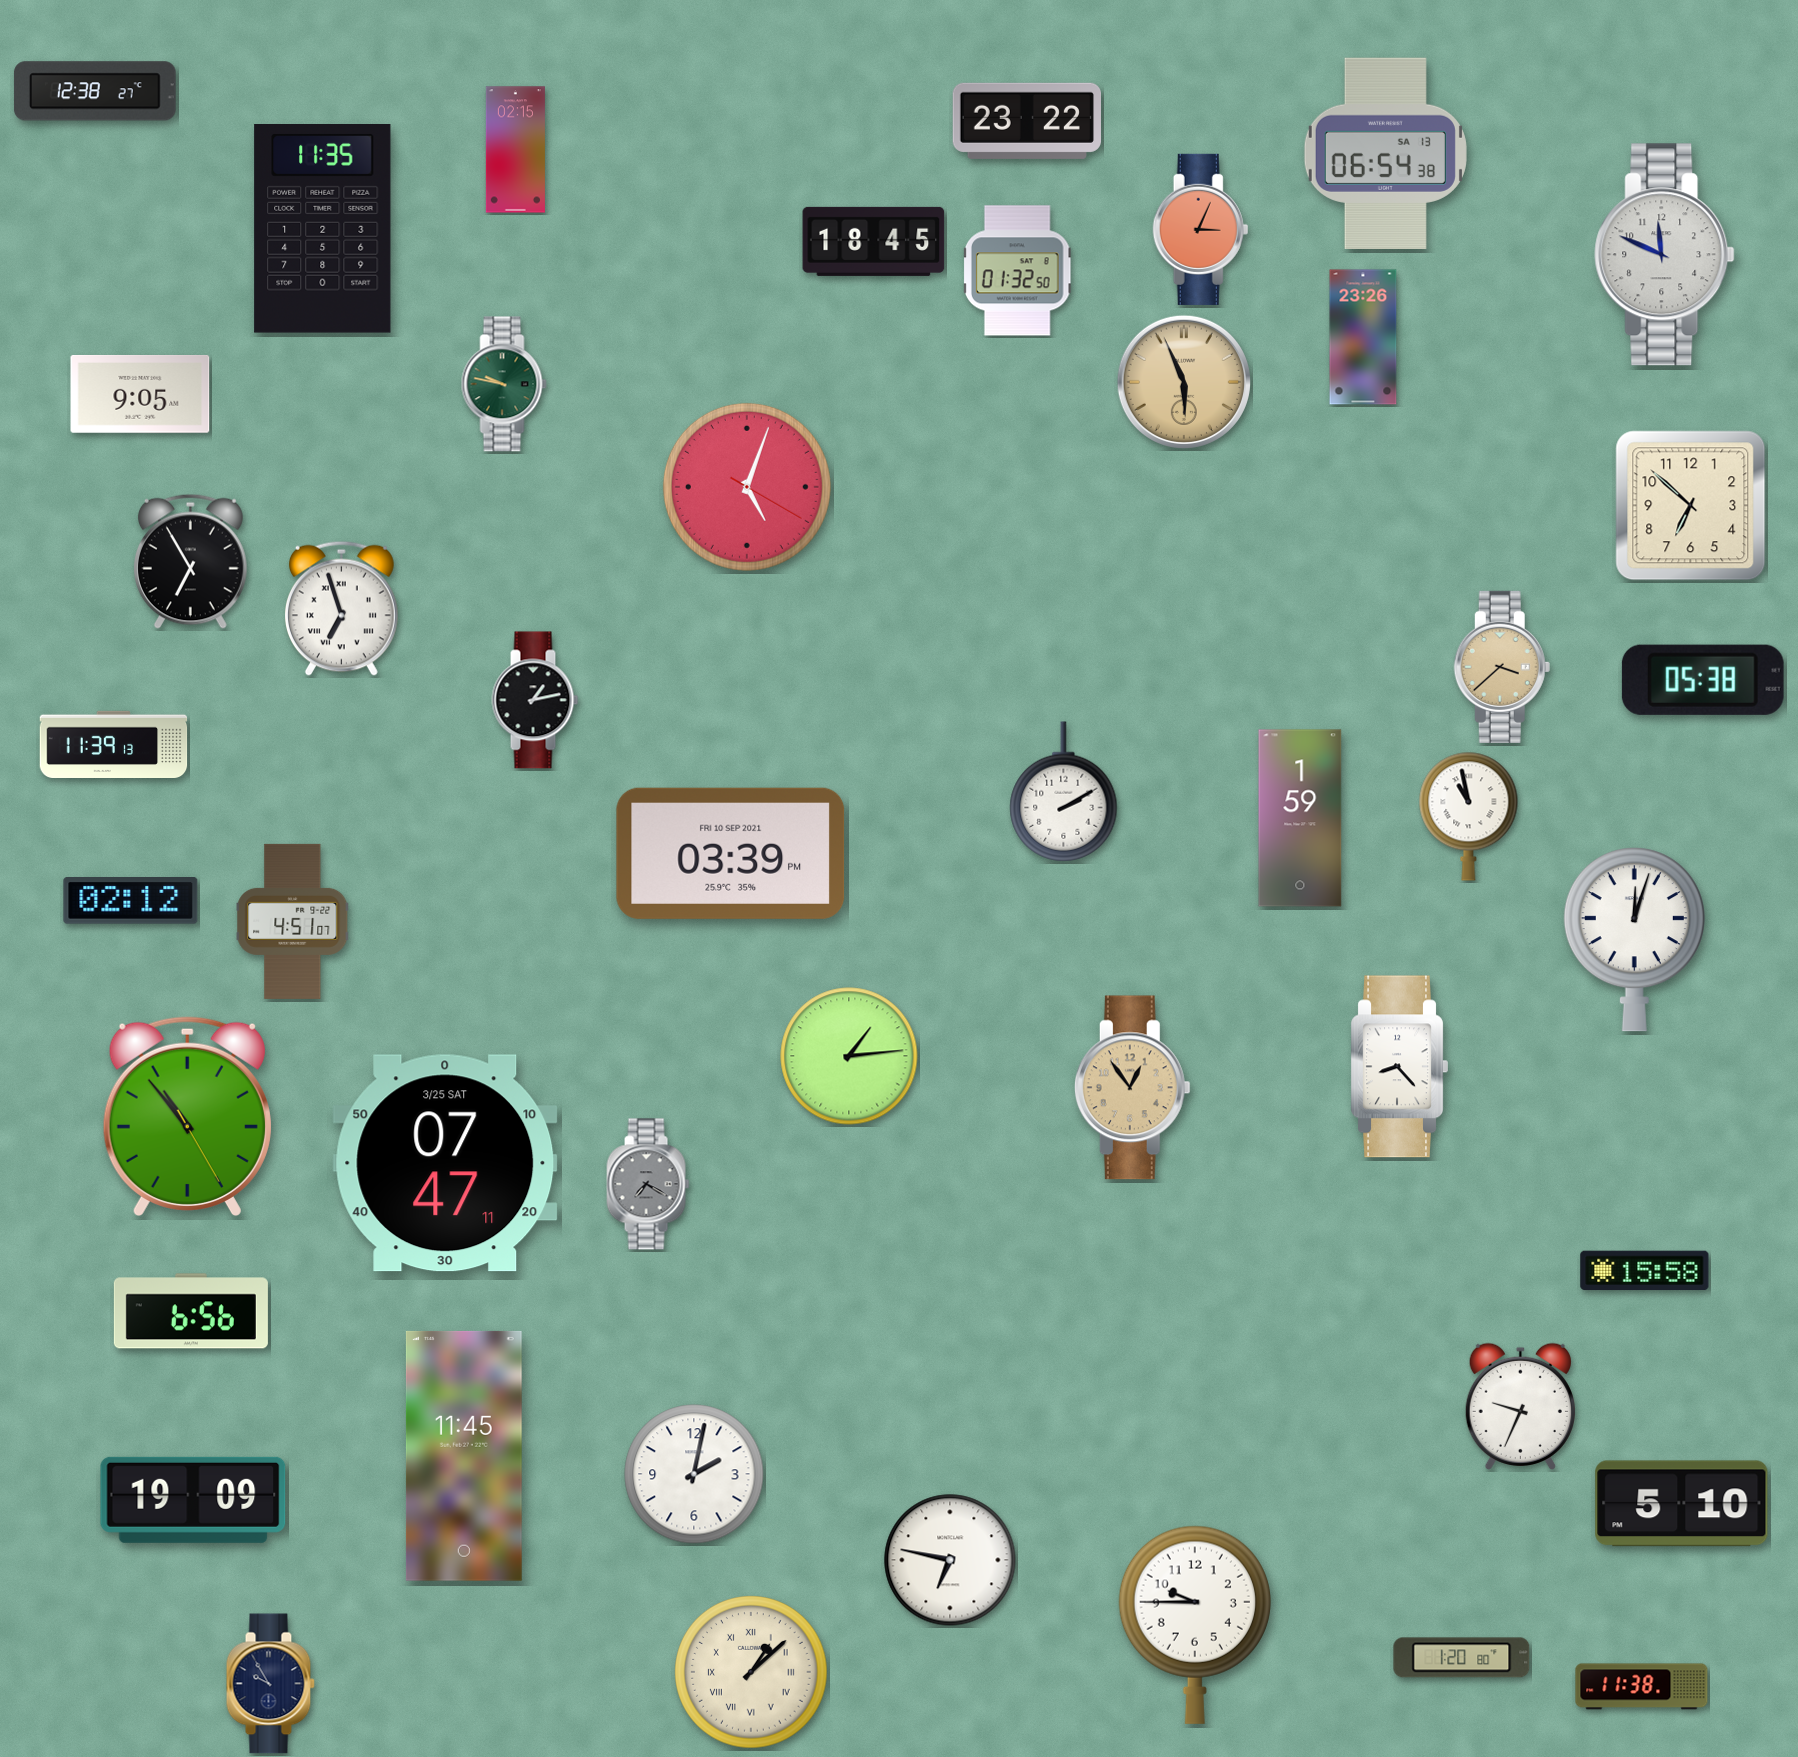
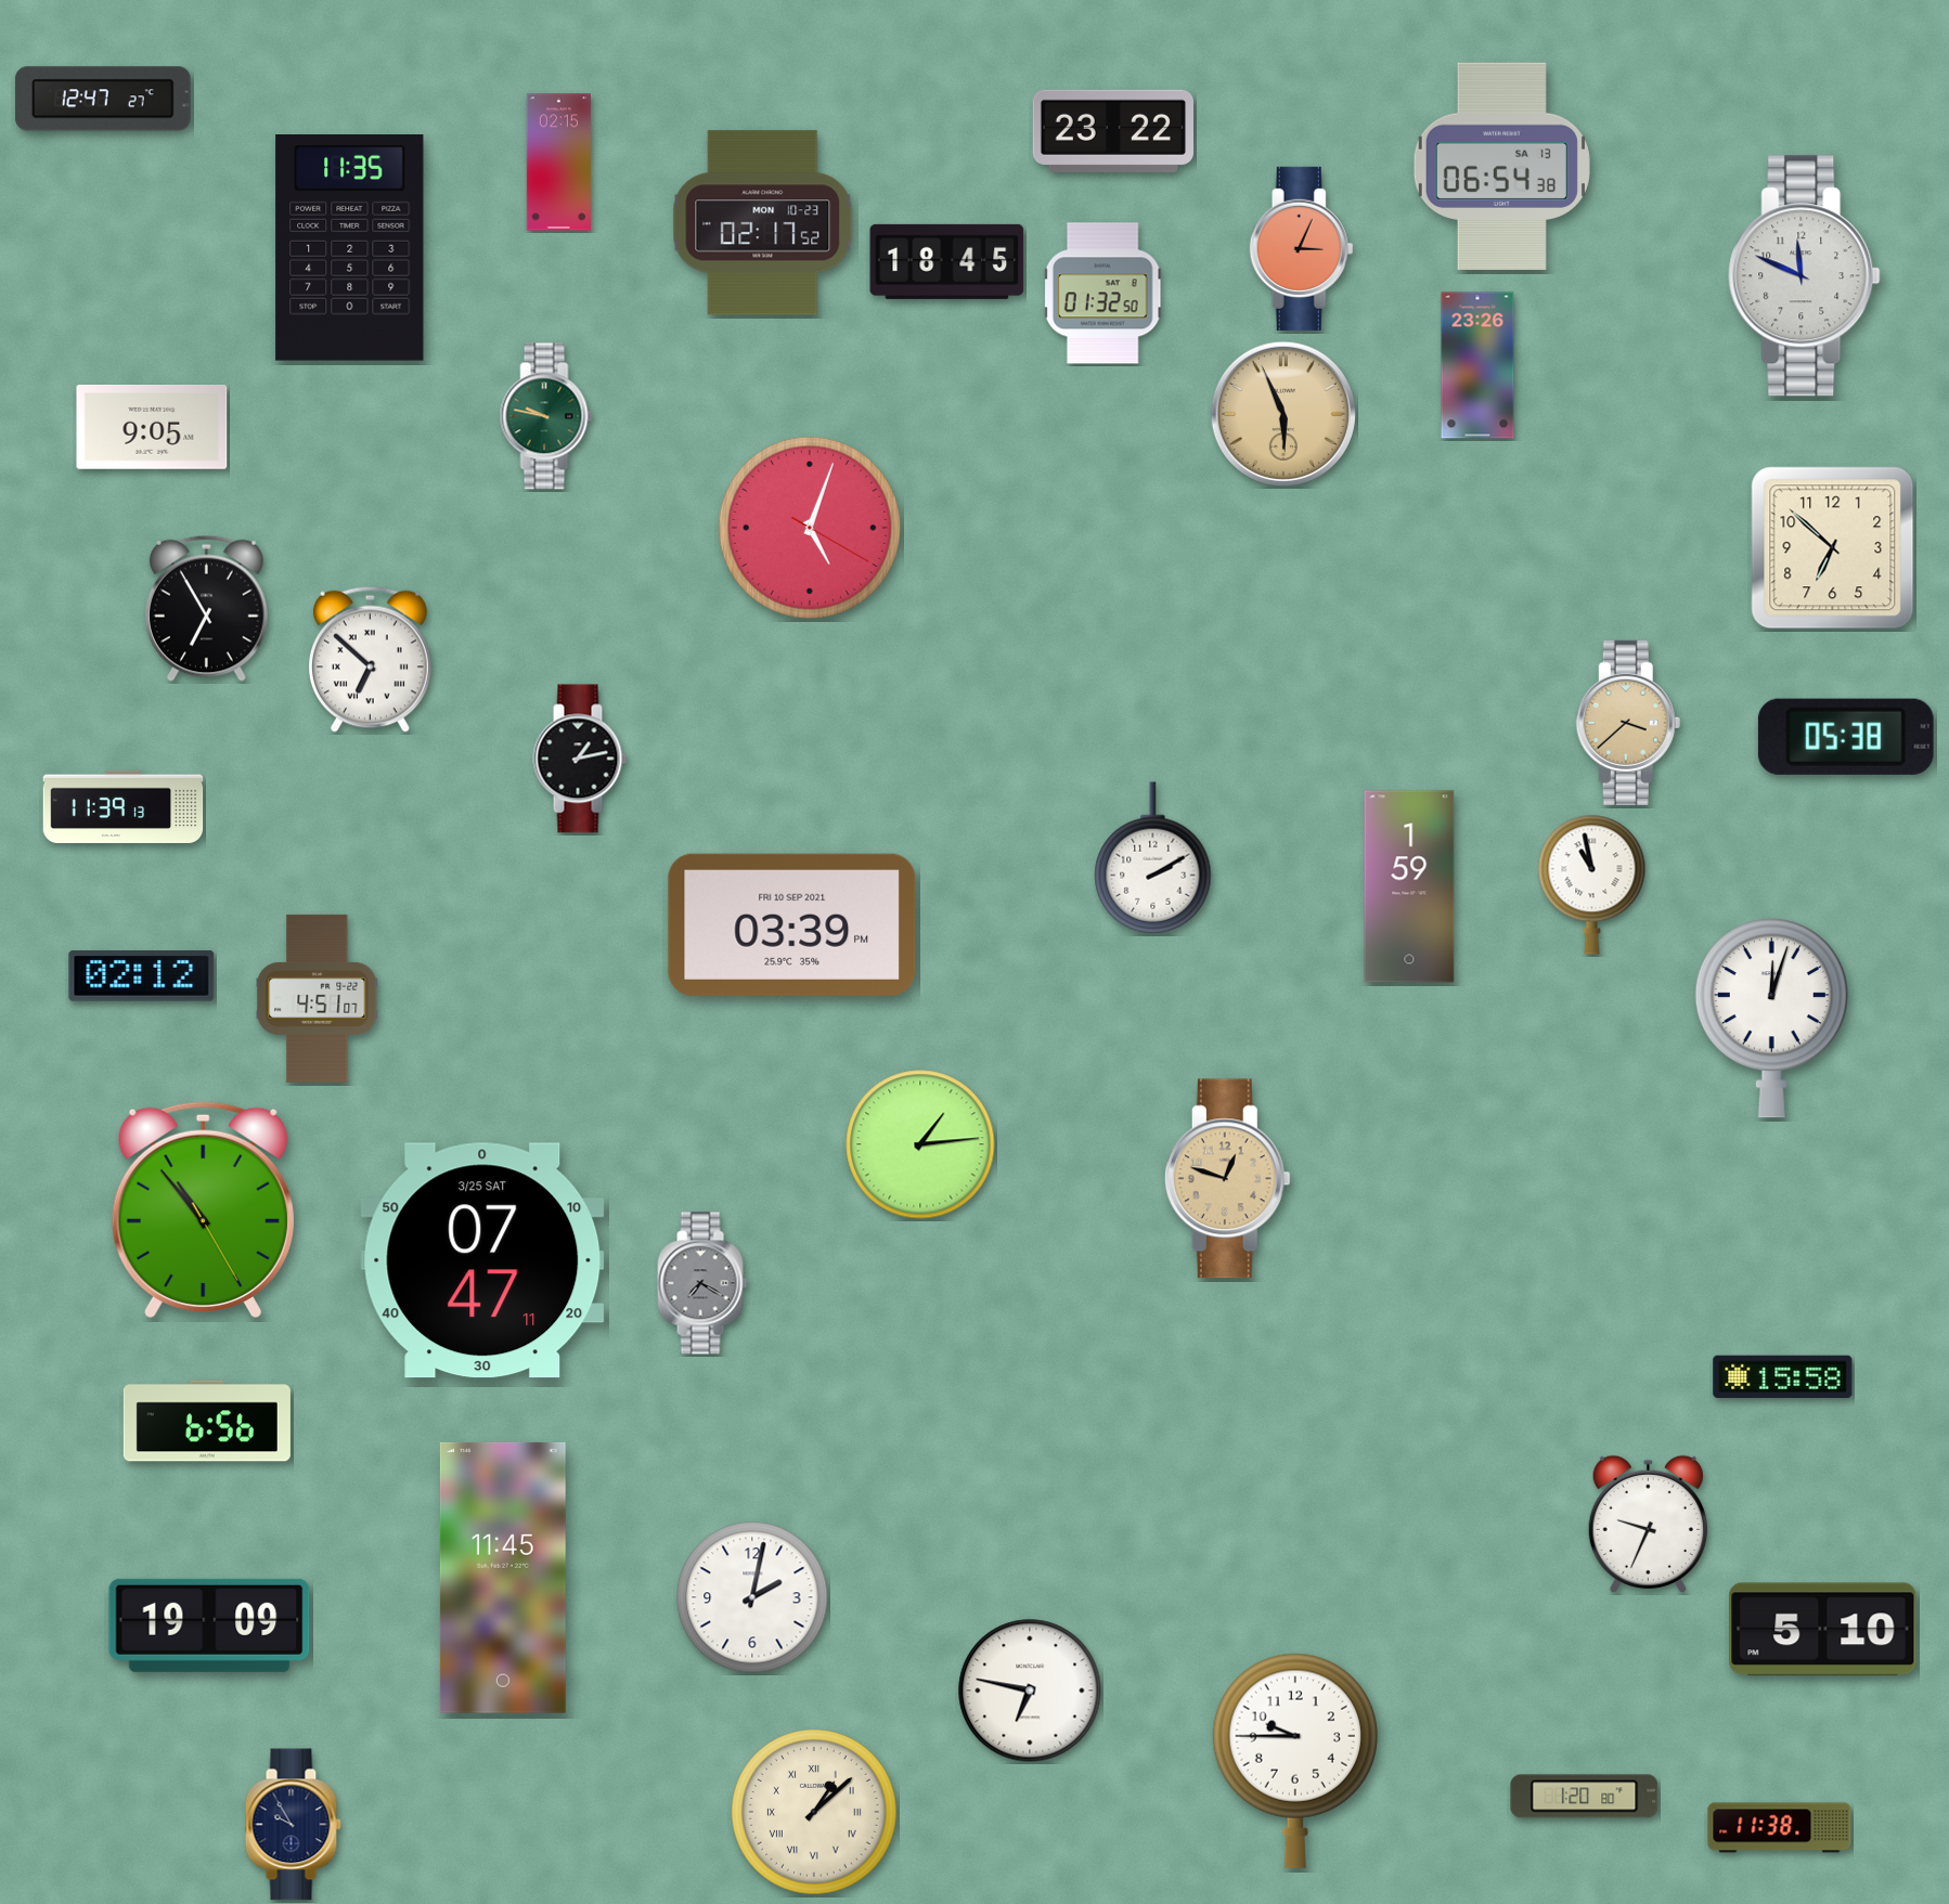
clock at (95, 91): 12:38 -> 12:47
clock at (763, 223): none -> 02:17
clock at (341, 608): 6:57 -> 6:52
clock at (1399, 1067): 8:23 -> none
clock at (1132, 1088): 12:54 -> 12:48
